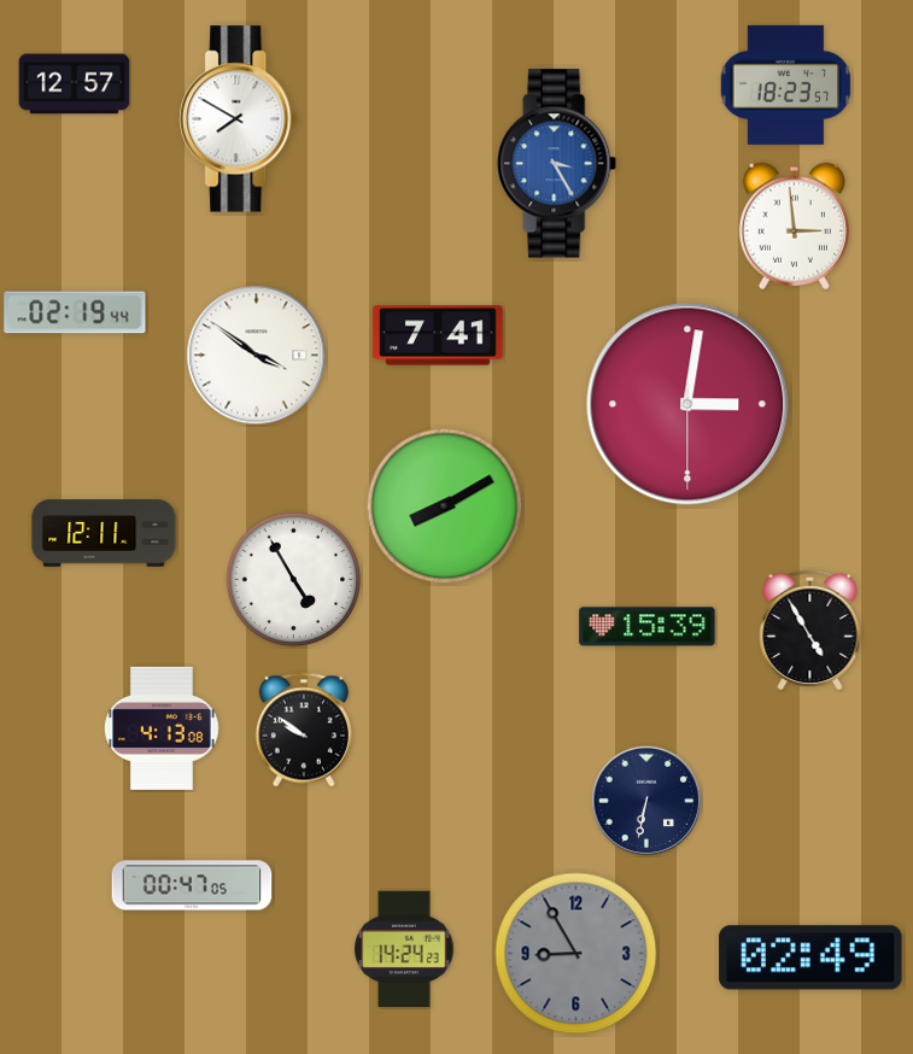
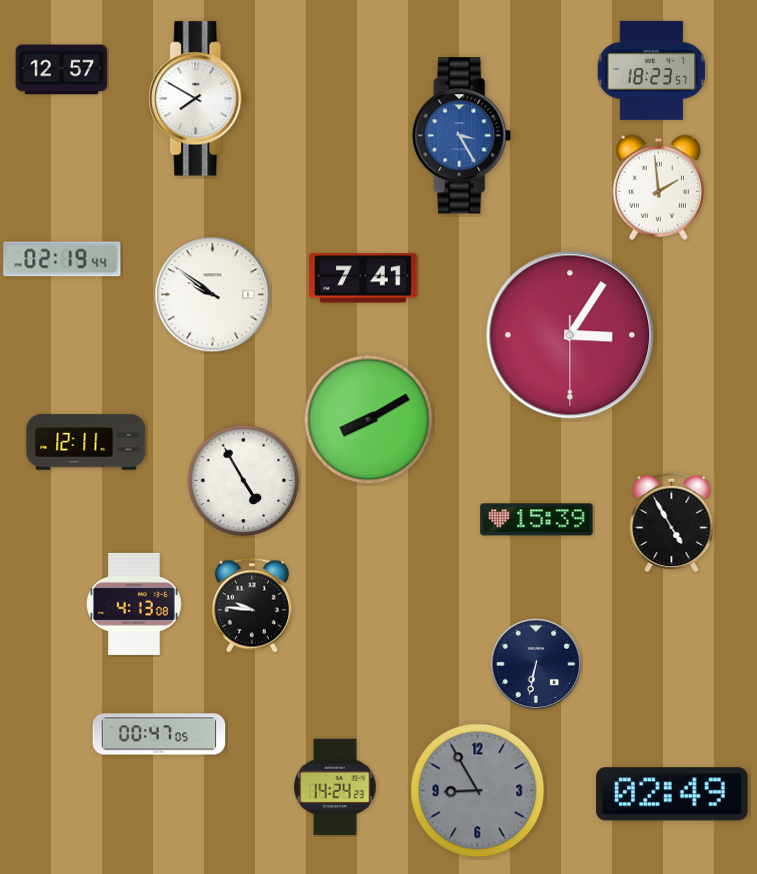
clock at (794, 226): 2:59 -> 1:59
clock at (257, 356): 3:51 -> 9:51
clock at (687, 404): 3:01 -> 3:05
clock at (304, 730): 9:51 -> 9:46
